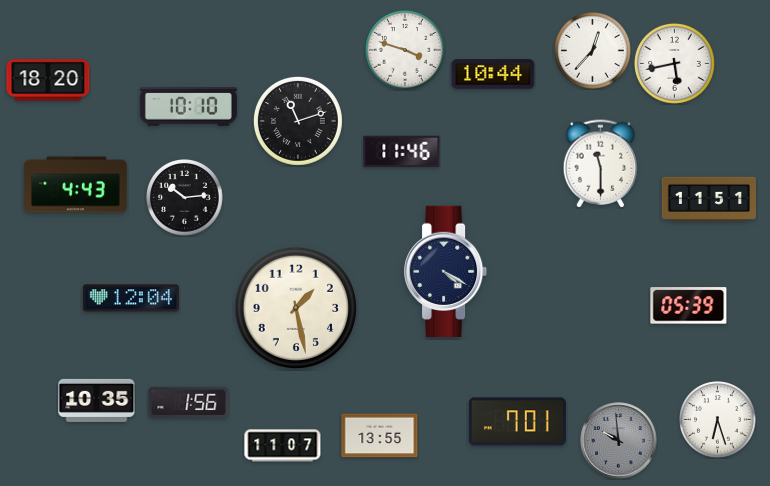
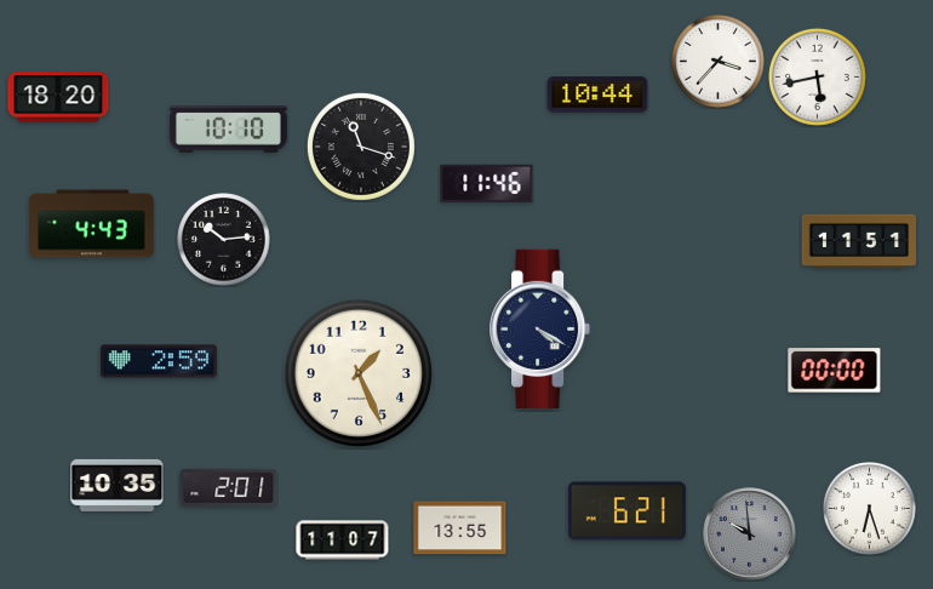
clock at (406, 51): 3:48 -> none
clock at (593, 51): 12:37 -> 3:37
clock at (493, 74) position: (493, 74) -> (597, 95)
clock at (298, 121): 11:12 -> 11:18
clock at (601, 164): 11:30 -> none
clock at (131, 298): 12:04 -> 2:59
clock at (689, 306): 05:39 -> 00:00
clock at (296, 308): 1:28 -> 1:26
clock at (189, 402): 1:56 -> 2:01
clock at (517, 422): 7:01 -> 6:21
